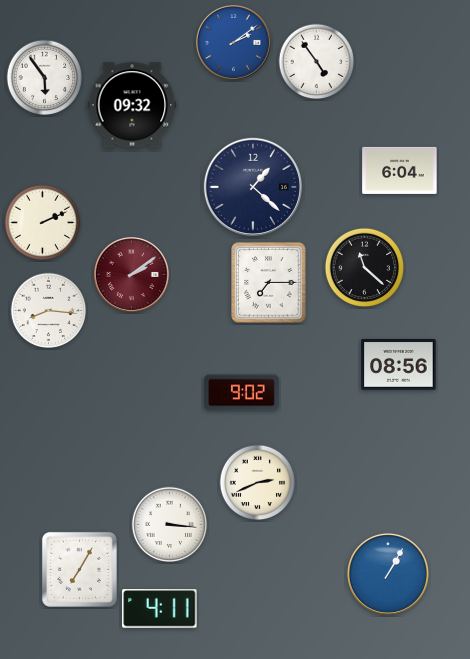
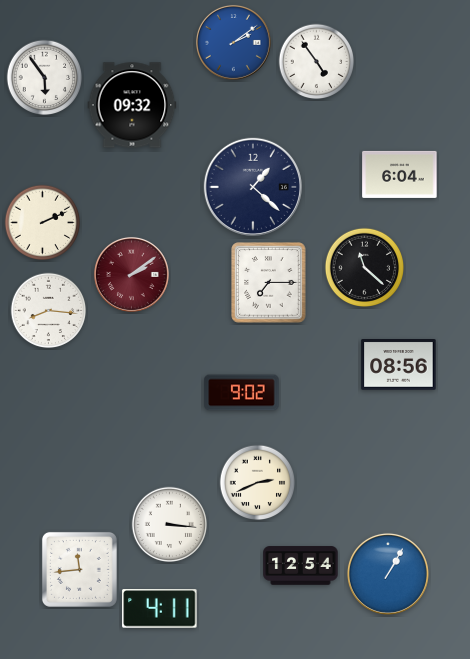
clock at (400, 170) position: (400, 170) -> (400, 174)
clock at (301, 566): none -> 12:54
clock at (79, 569): 7:05 -> 11:44
